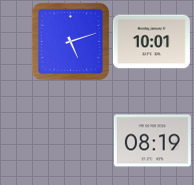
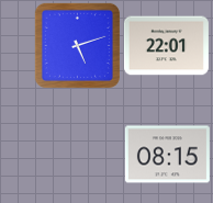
clock at (151, 42): 10:01 -> 22:01
clock at (152, 141): 08:19 -> 08:15
